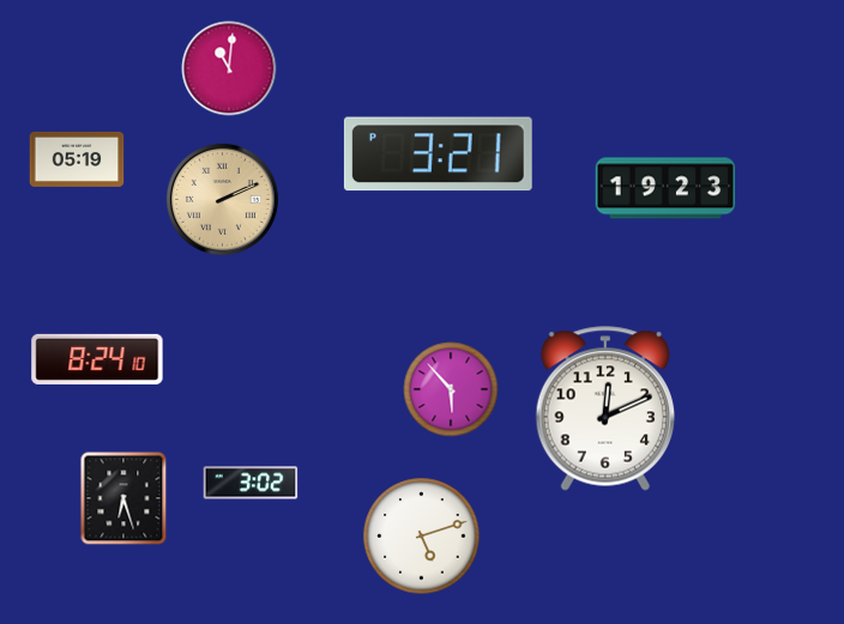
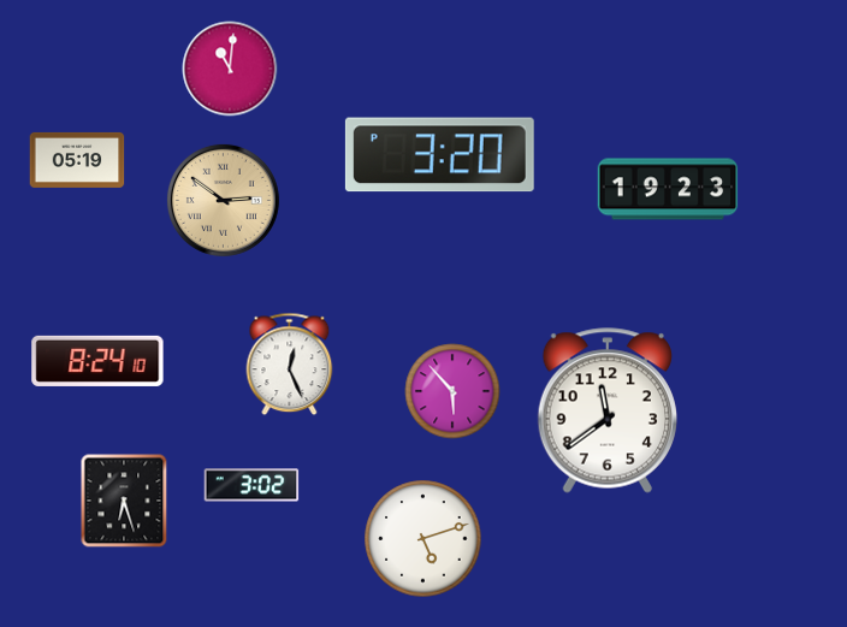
clock at (438, 155): 3:21 -> 3:20
clock at (222, 199): 2:11 -> 2:51
clock at (290, 365): none -> 12:26
clock at (604, 408): 12:11 -> 11:39
